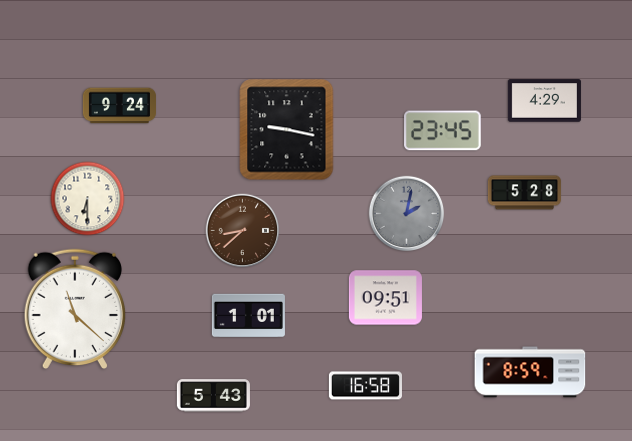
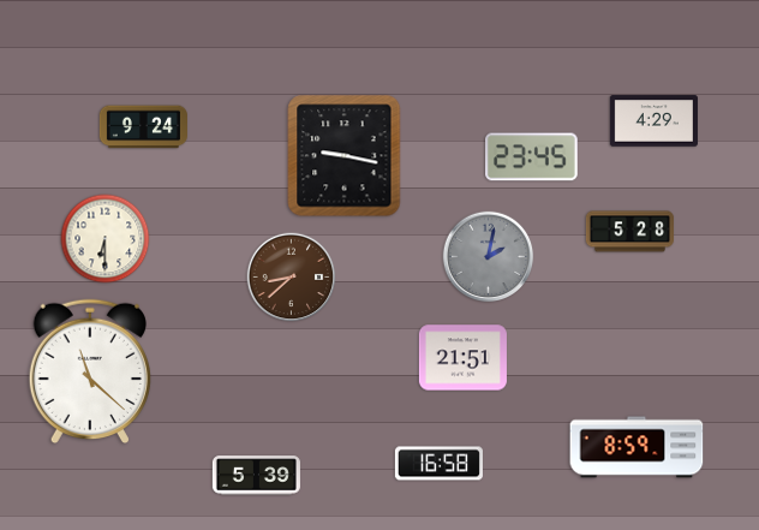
clock at (385, 298): 09:51 -> 21:51
clock at (248, 316): 1:01 -> none
clock at (213, 396): 5:43 -> 5:39
